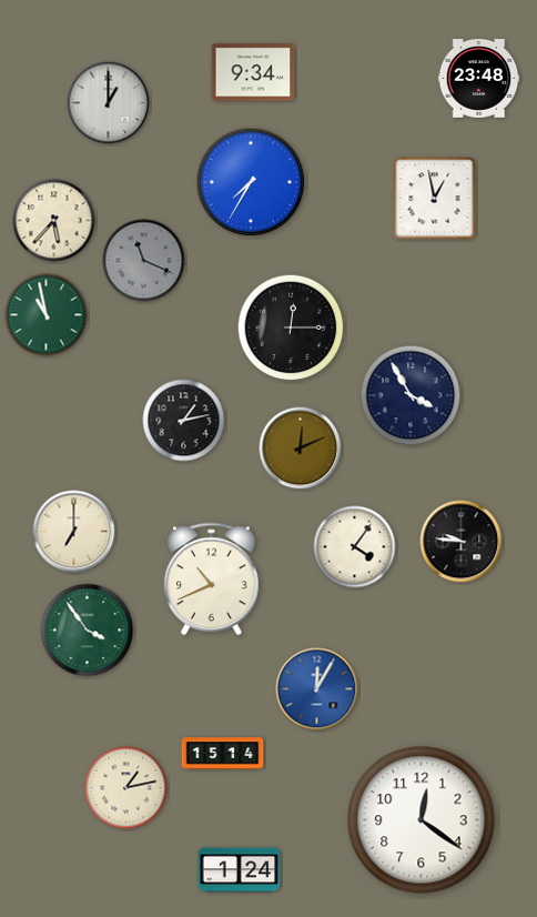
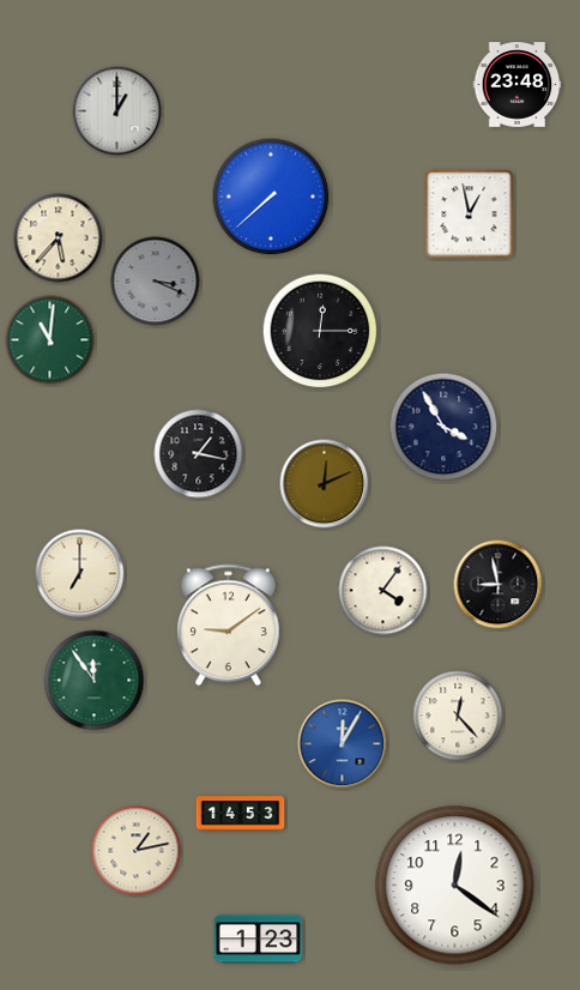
clock at (253, 72): 9:34 -> none
clock at (251, 182): 7:35 -> 7:38
clock at (144, 261): 11:19 -> 3:19
clock at (47, 315): 10:58 -> 11:01
clock at (291, 327) position: (291, 327) -> (320, 331)
clock at (184, 421): 1:13 -> 1:17
clock at (462, 542): 9:46 -> 8:58
clock at (212, 580): 10:41 -> 9:09
clock at (88, 631): 3:54 -> 11:54
clock at (458, 716): none -> 12:23
clock at (223, 754): 15:14 -> 14:53
clock at (240, 870): 1:24 -> 1:23
